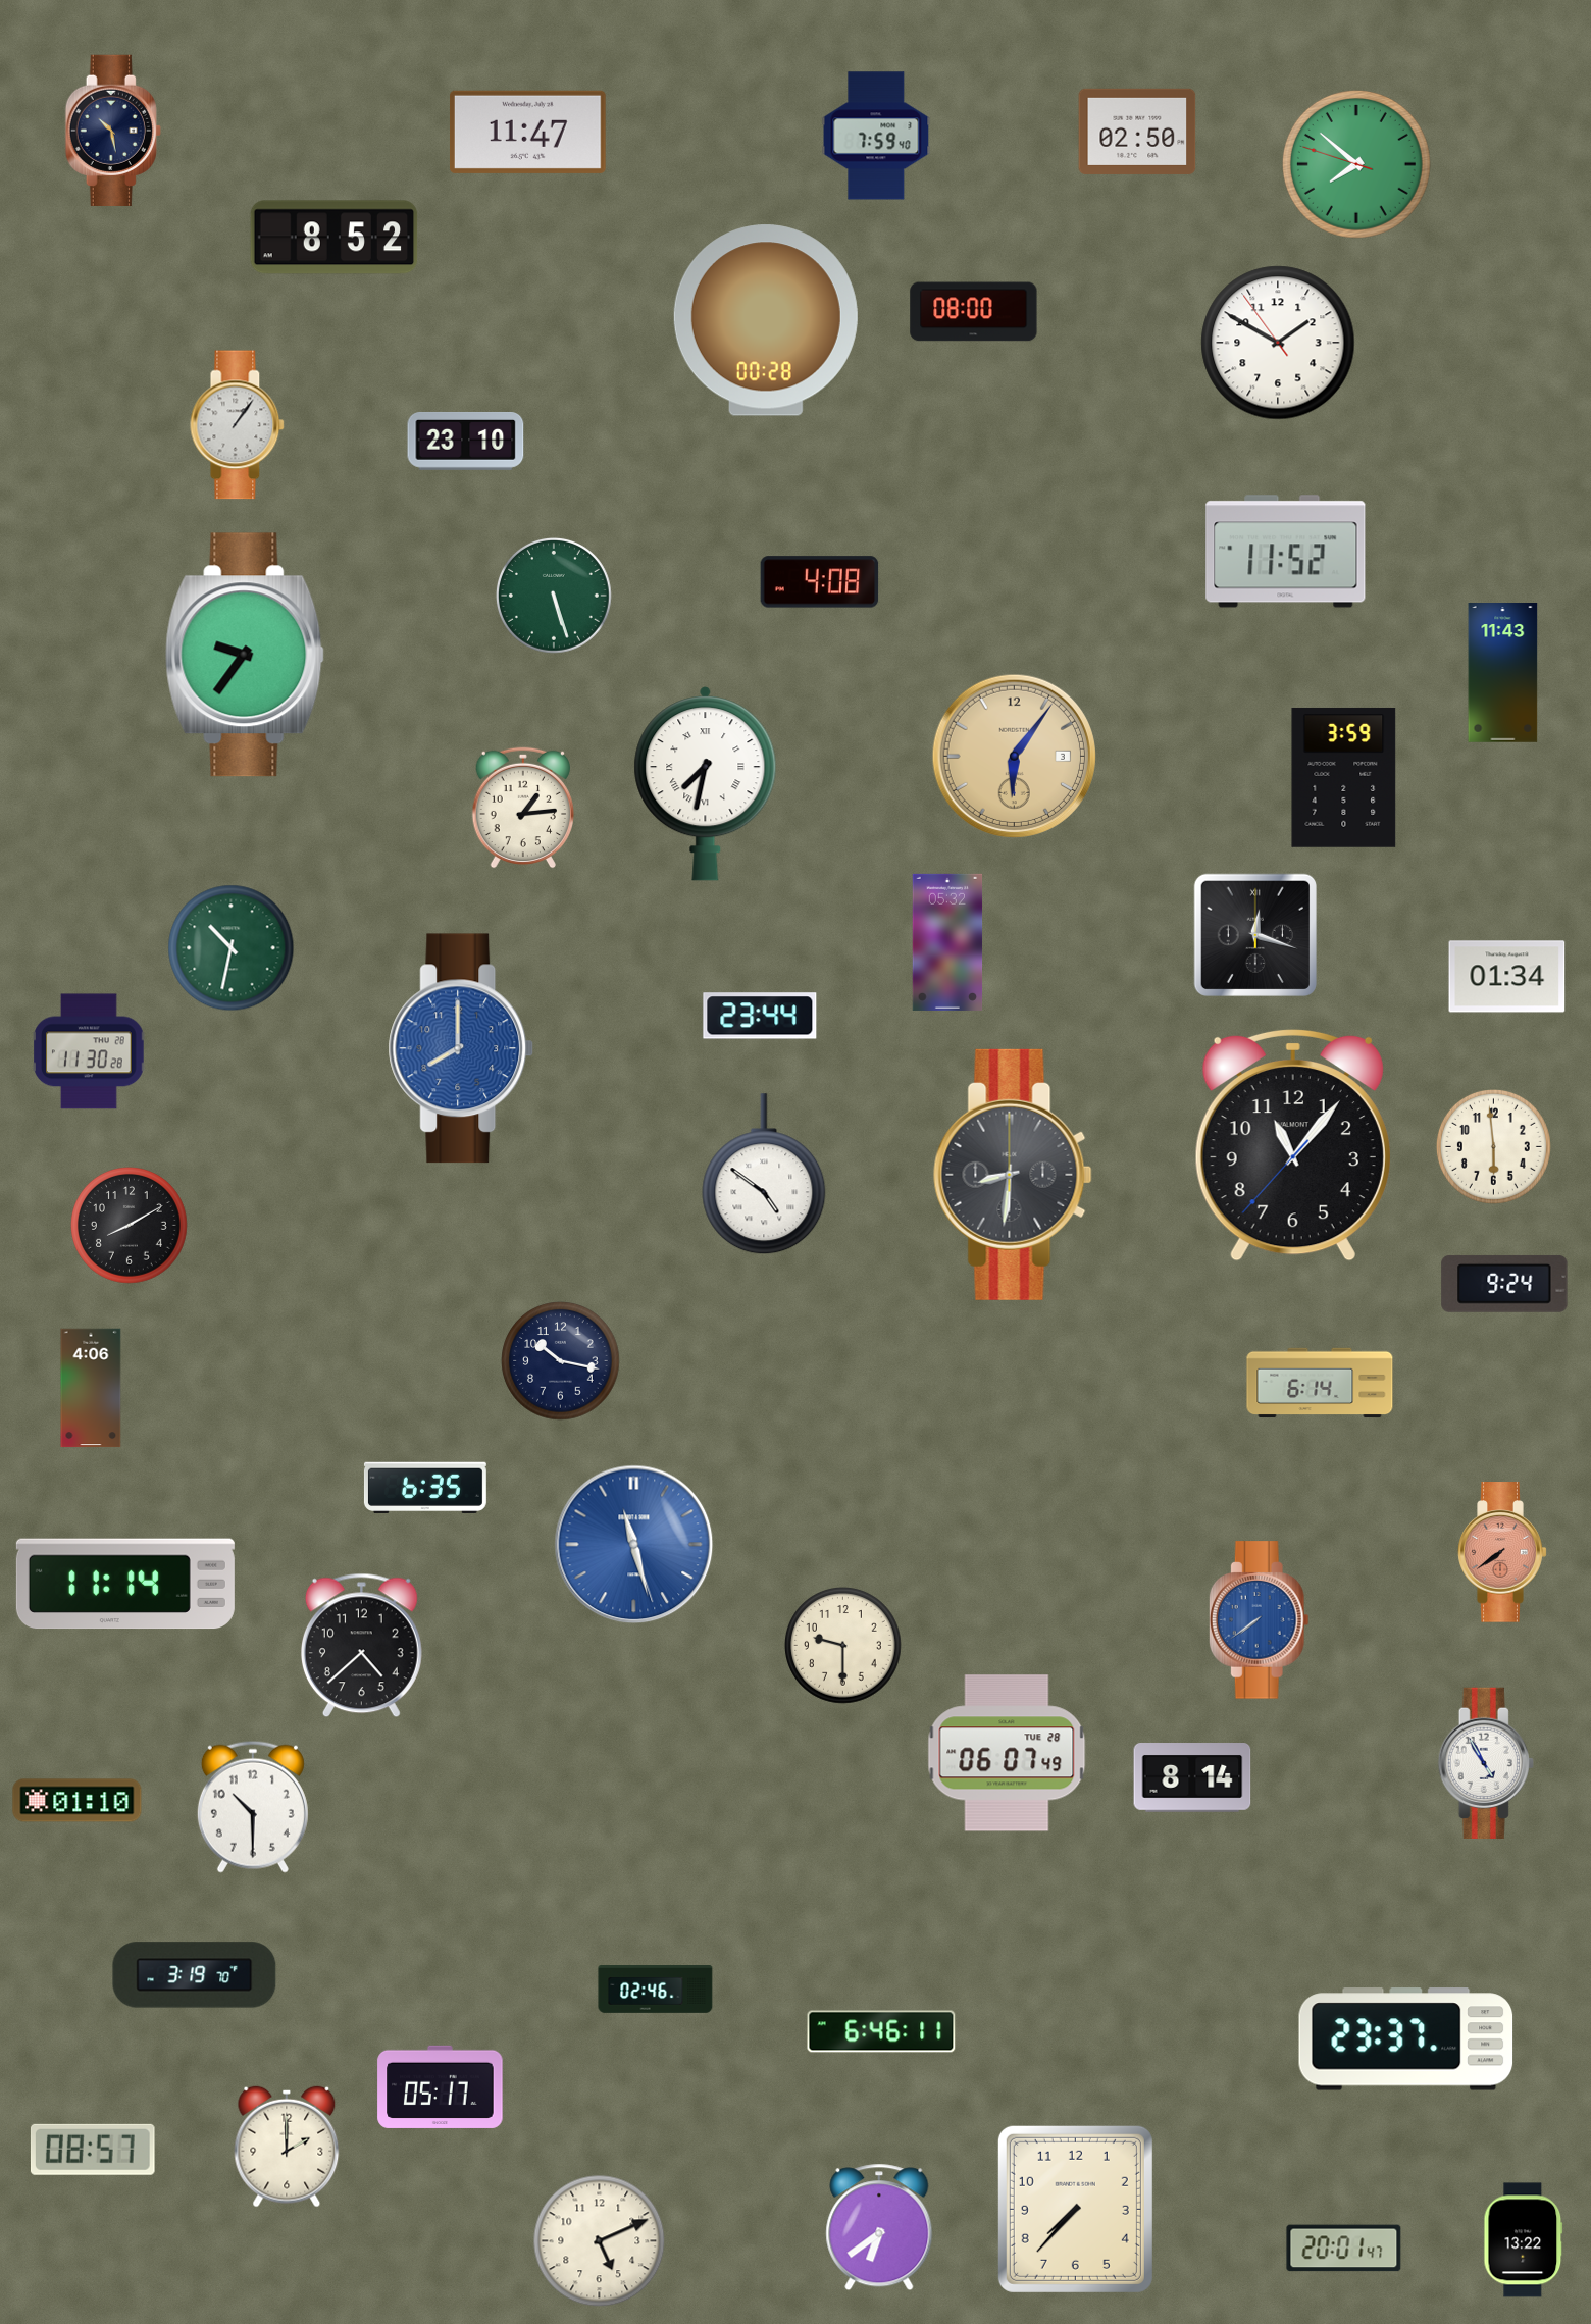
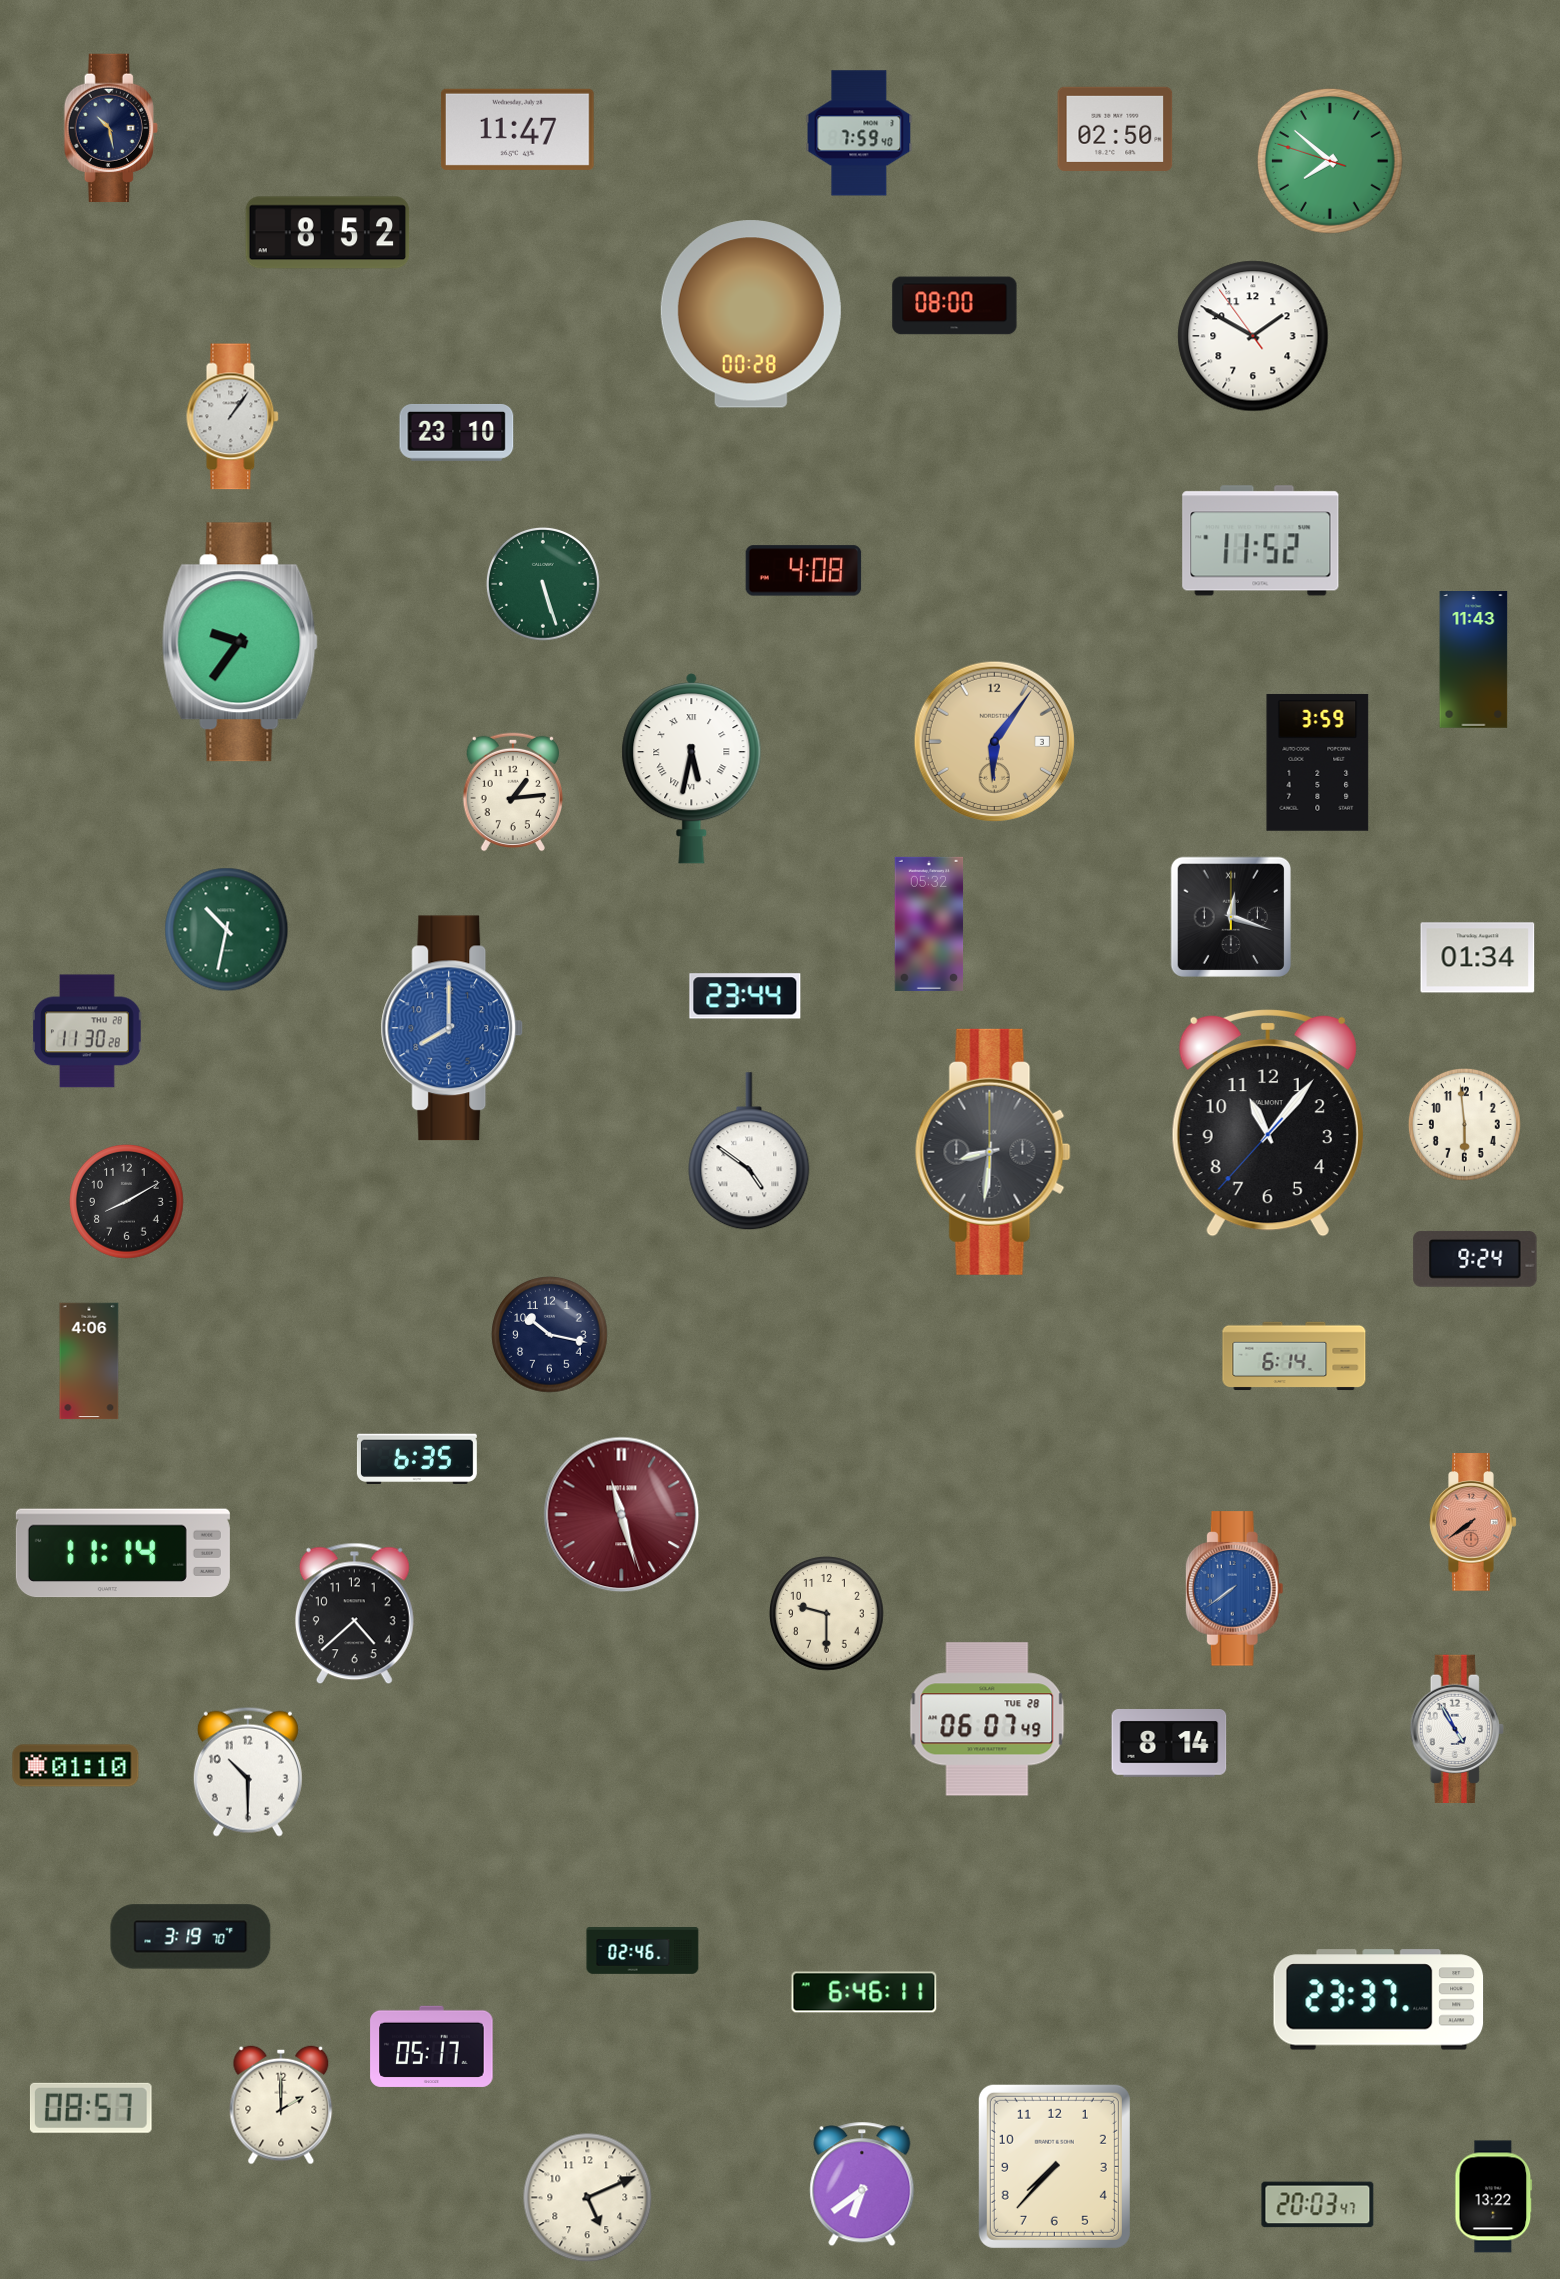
clock at (706, 784): 7:32 -> 5:32
clock at (634, 1545) dial: blue -> burgundy
clock at (1344, 2249): 20:01 -> 20:03
